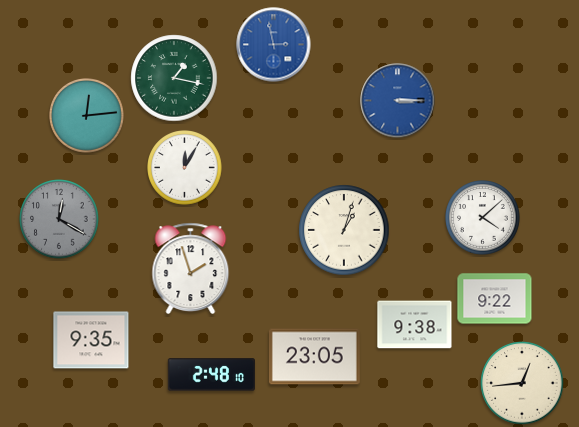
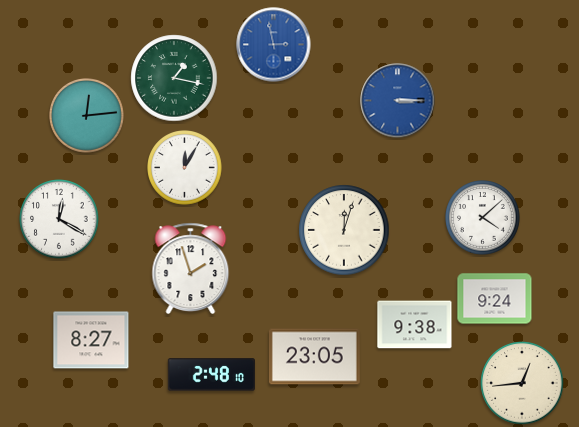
clock at (59, 219) dial: grey -> white
clock at (344, 230): 1:03 -> 12:03
clock at (495, 299): 9:22 -> 9:24
clock at (91, 340): 9:35 -> 8:27
